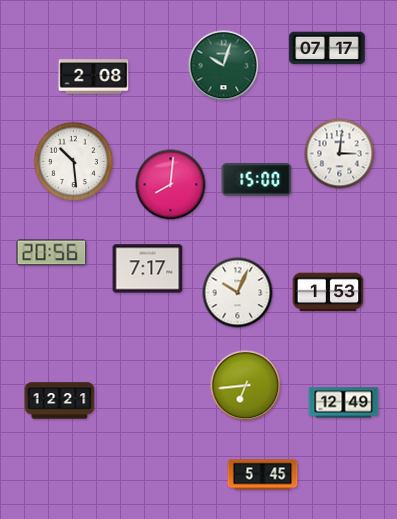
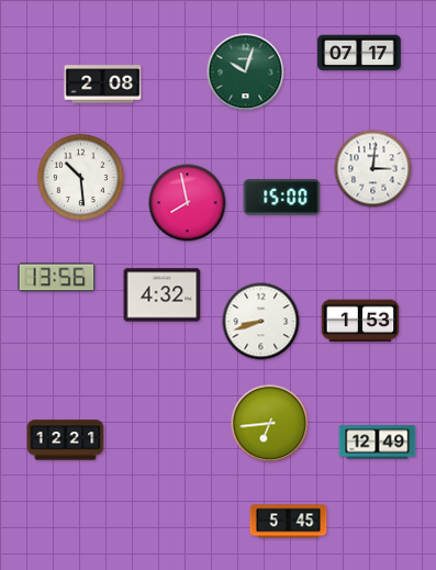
clock at (171, 185): 8:01 -> 7:58
clock at (52, 253): 20:56 -> 13:56
clock at (148, 269): 7:17 -> 4:32
clock at (238, 293): 10:04 -> 8:42
